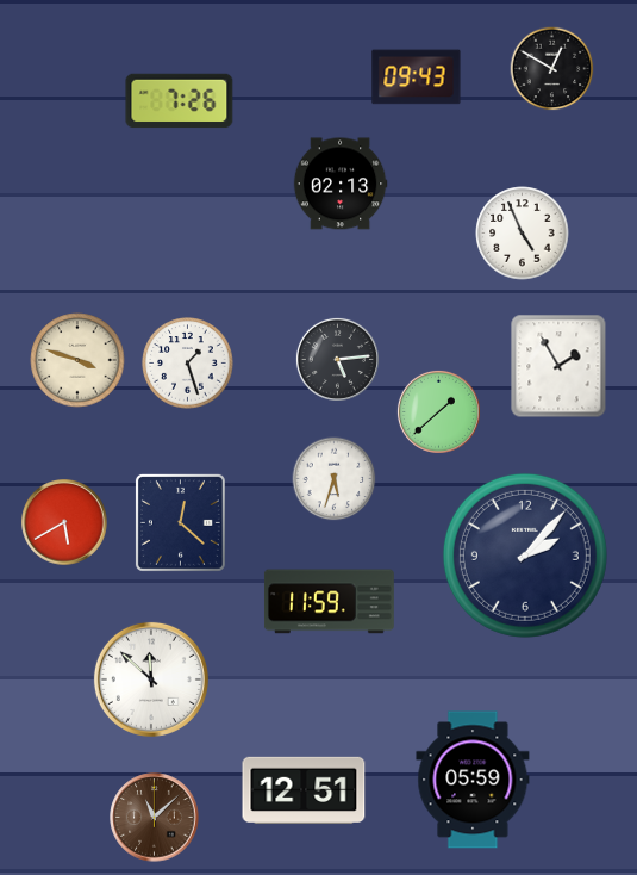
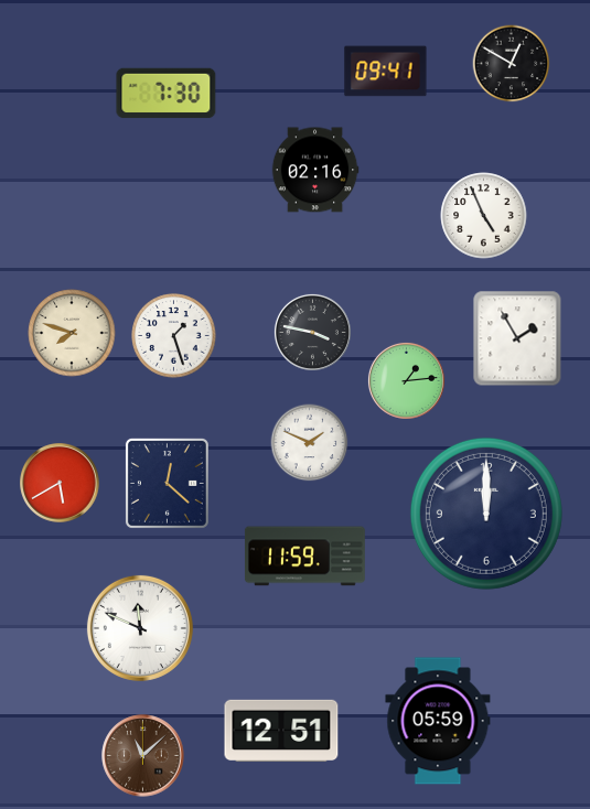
clock at (417, 77): 09:43 -> 09:41
clock at (180, 101): 7:26 -> 7:30
clock at (341, 184): 02:13 -> 02:16
clock at (337, 359): 5:14 -> 3:47
clock at (77, 360): 3:48 -> 7:48
clock at (438, 411): 1:38 -> 1:14
clock at (335, 479): 5:33 -> 1:49
clock at (525, 556): 2:07 -> 12:00
clock at (151, 679): 11:52 -> 11:49
